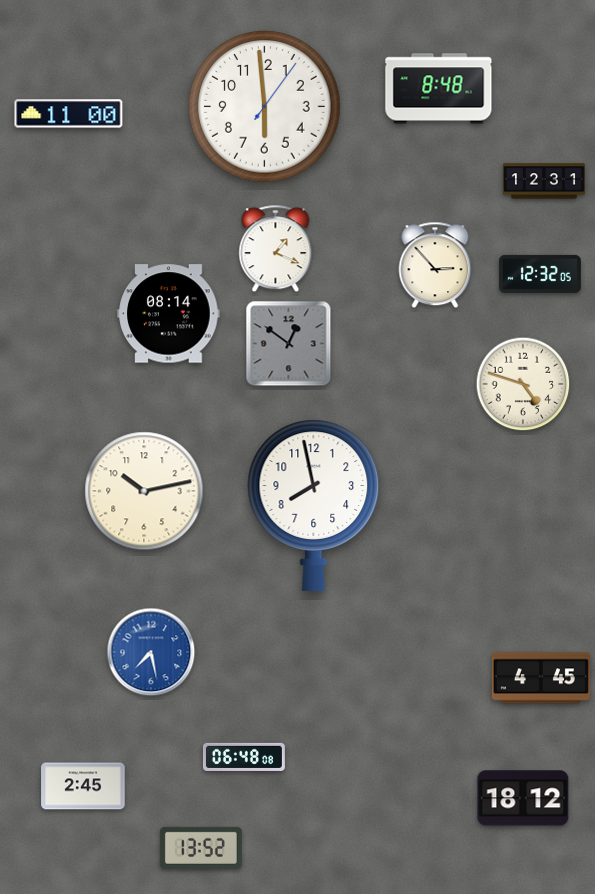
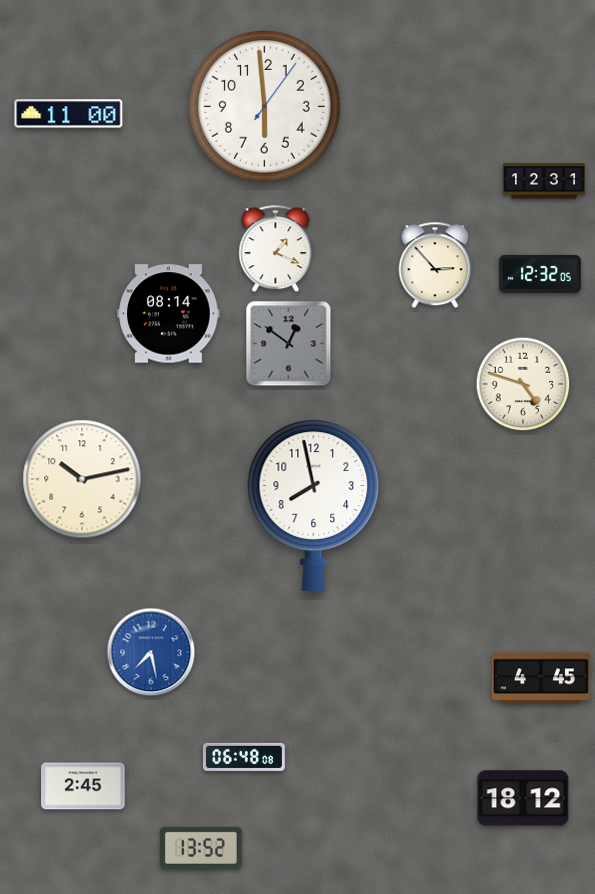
clock at (439, 89): 8:48 -> none
clock at (144, 491) position: (144, 491) -> (82, 479)
